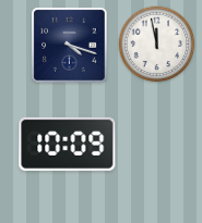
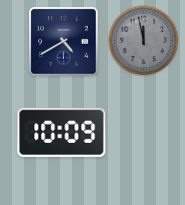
clock at (157, 45) dial: white -> grey
clock at (70, 46): 4:18 -> 4:40
